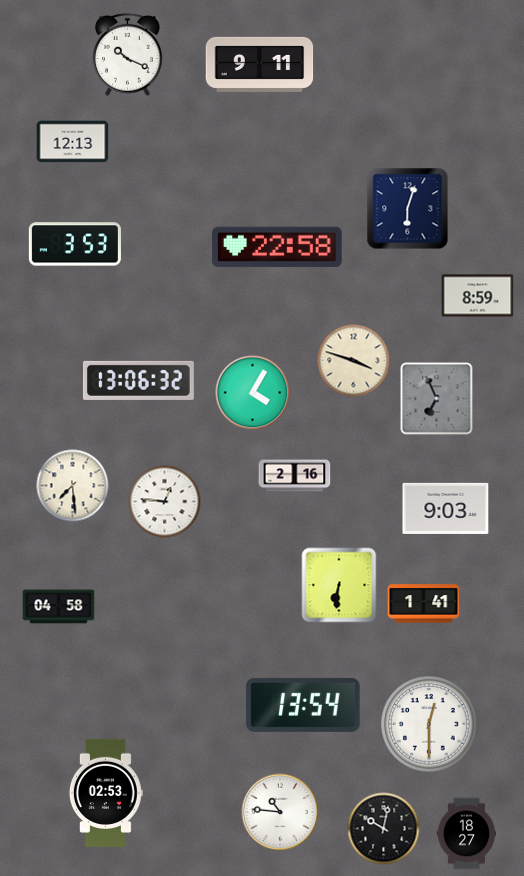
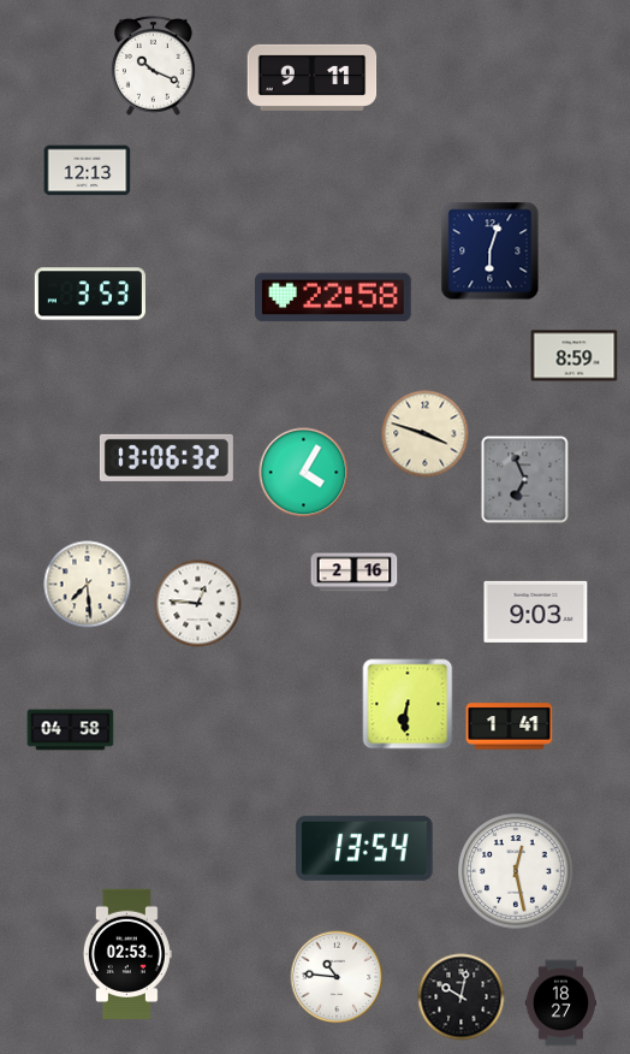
clock at (429, 724): 12:30 -> 12:28
